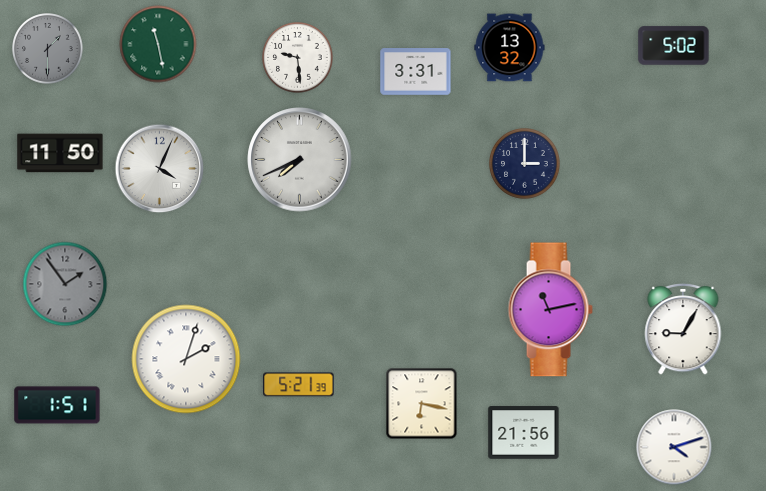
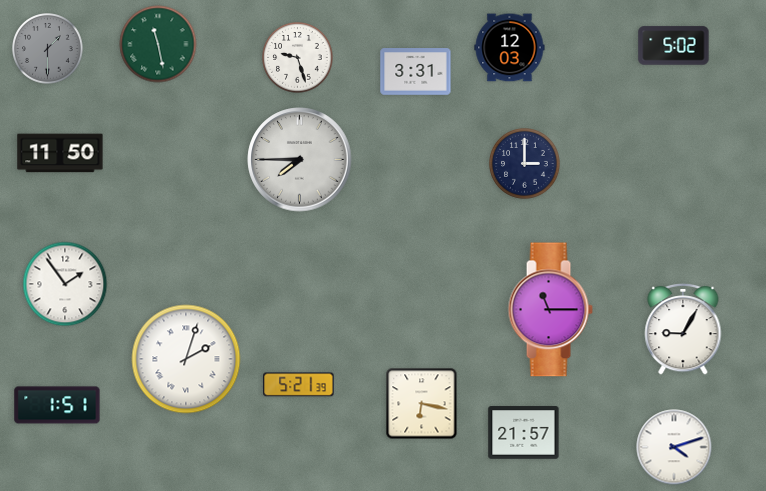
clock at (510, 48): 13:32 -> 12:03
clock at (298, 58): 9:29 -> 9:27
clock at (300, 160): 7:41 -> 7:45
clock at (160, 169): 4:04 -> none
clock at (65, 284) dial: grey -> white
clock at (550, 310): 11:13 -> 11:15
clock at (524, 433): 21:56 -> 21:57
